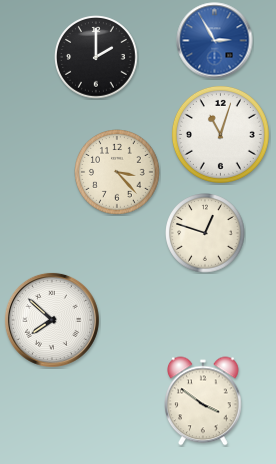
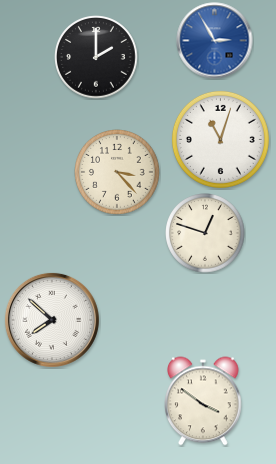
clock at (220, 134) position: (220, 134) -> (220, 139)
